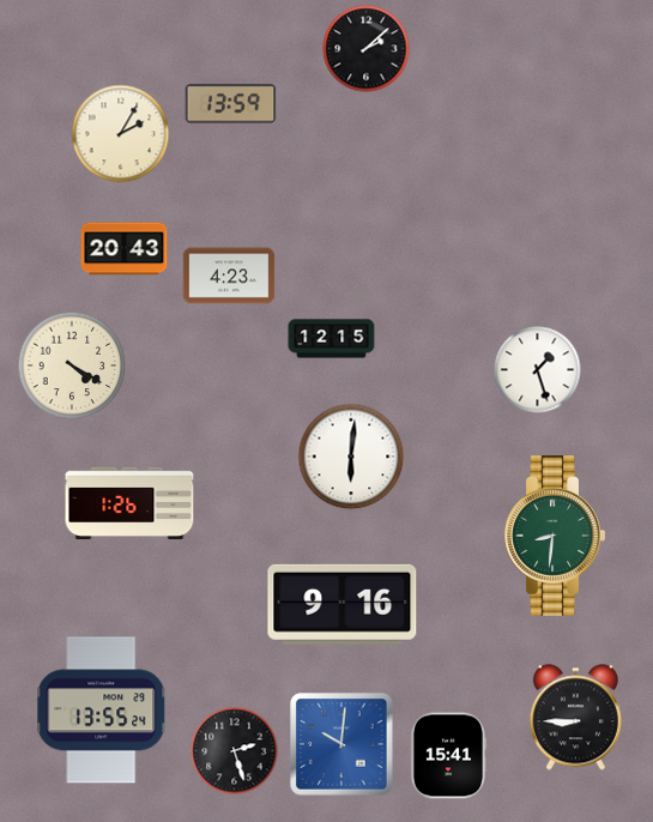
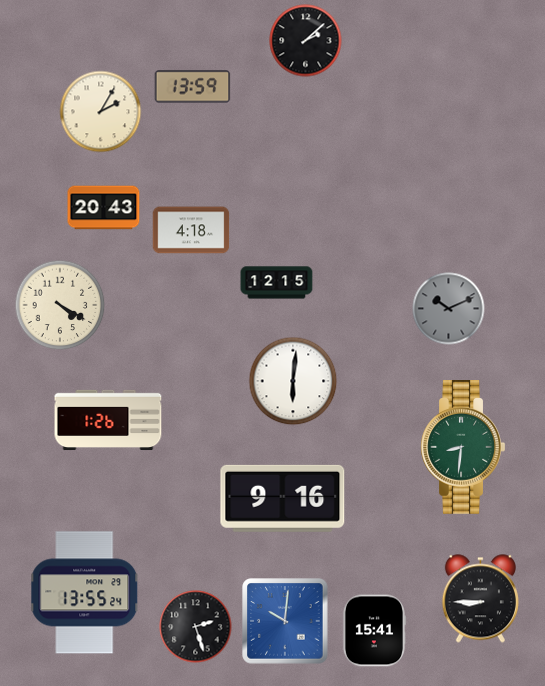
clock at (229, 276): 4:23 -> 4:18
clock at (538, 370): 1:27 -> 10:11
clock at (538, 370) dial: white -> grey
clock at (343, 604) position: (343, 604) -> (283, 498)
